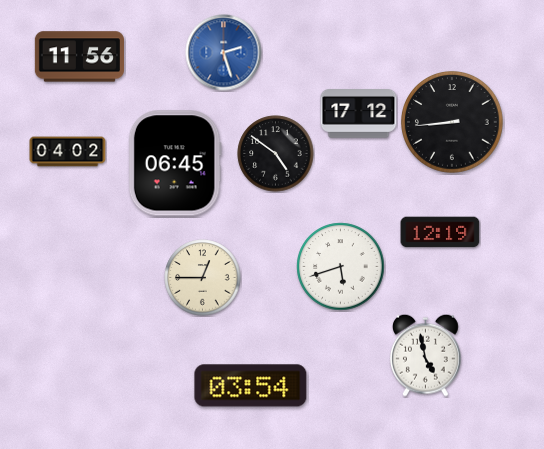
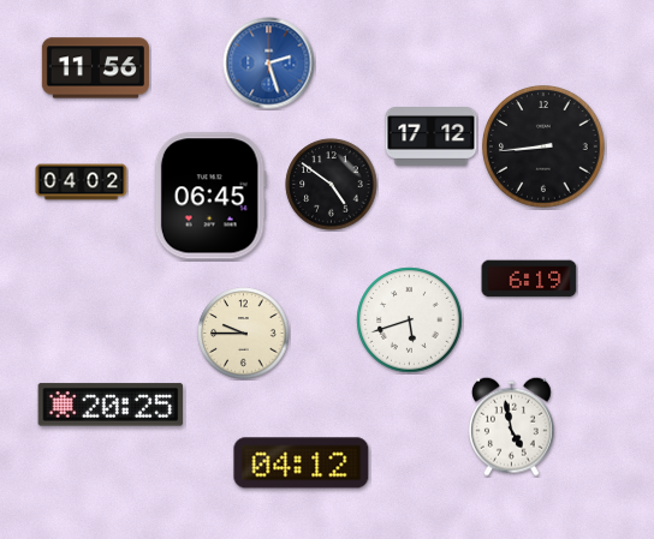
clock at (440, 232): 12:19 -> 6:19
clock at (203, 278): 12:45 -> 9:45
clock at (111, 405): none -> 20:25
clock at (251, 386): 03:54 -> 04:12
